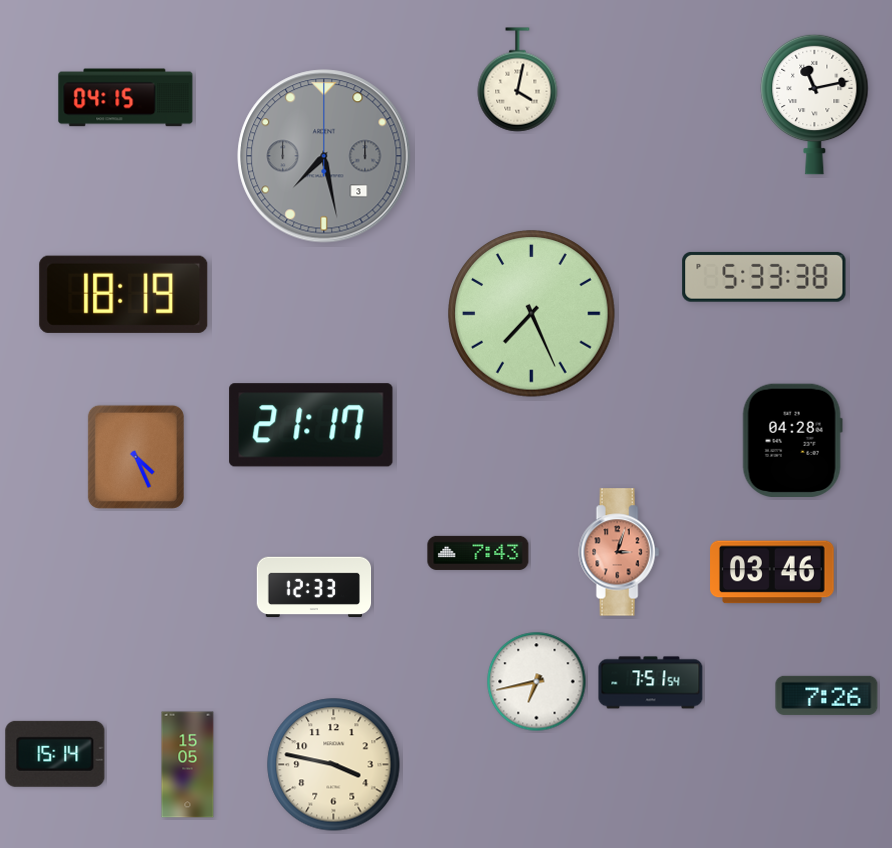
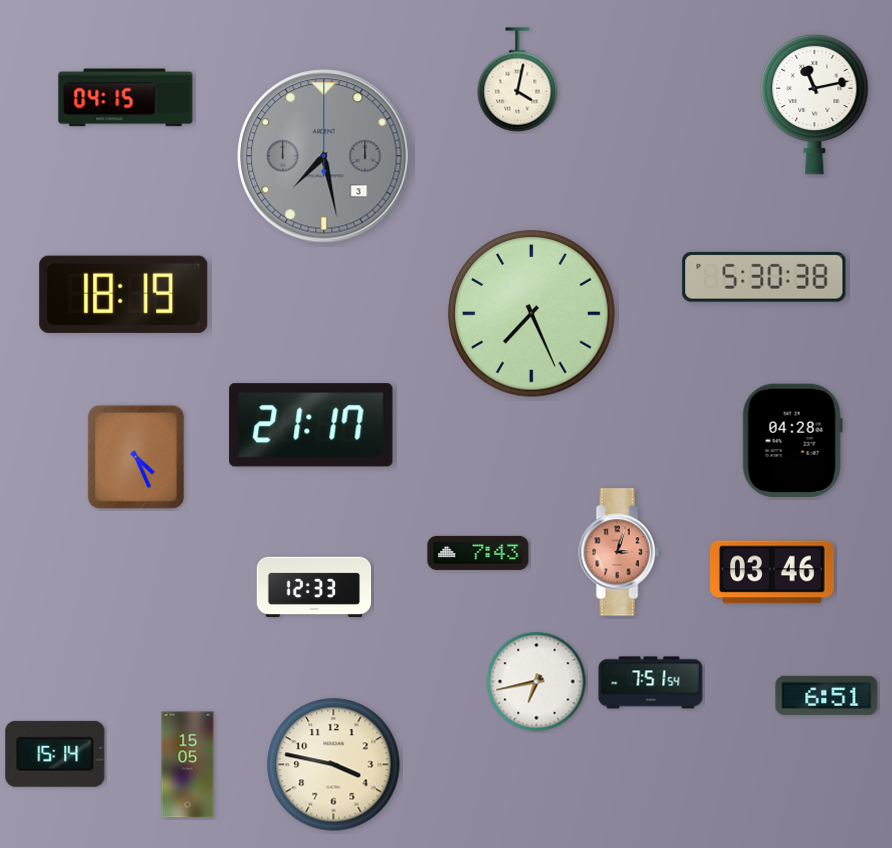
clock at (764, 277): 5:33 -> 5:30
clock at (827, 695): 7:26 -> 6:51
